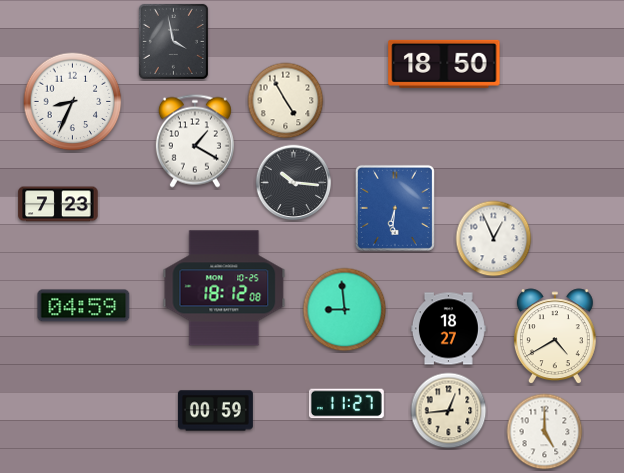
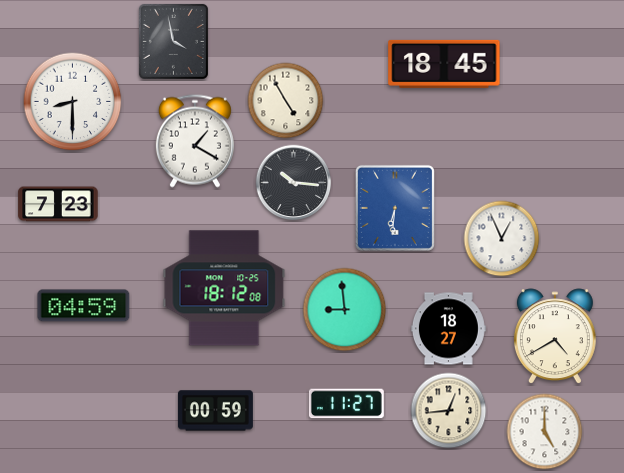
clock at (444, 64): 18:50 -> 18:45
clock at (73, 102): 8:34 -> 8:30
clock at (494, 239) position: (494, 239) -> (502, 239)
